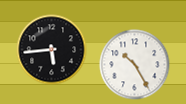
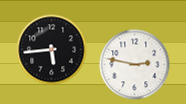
clock at (135, 65): 10:25 -> 2:47
